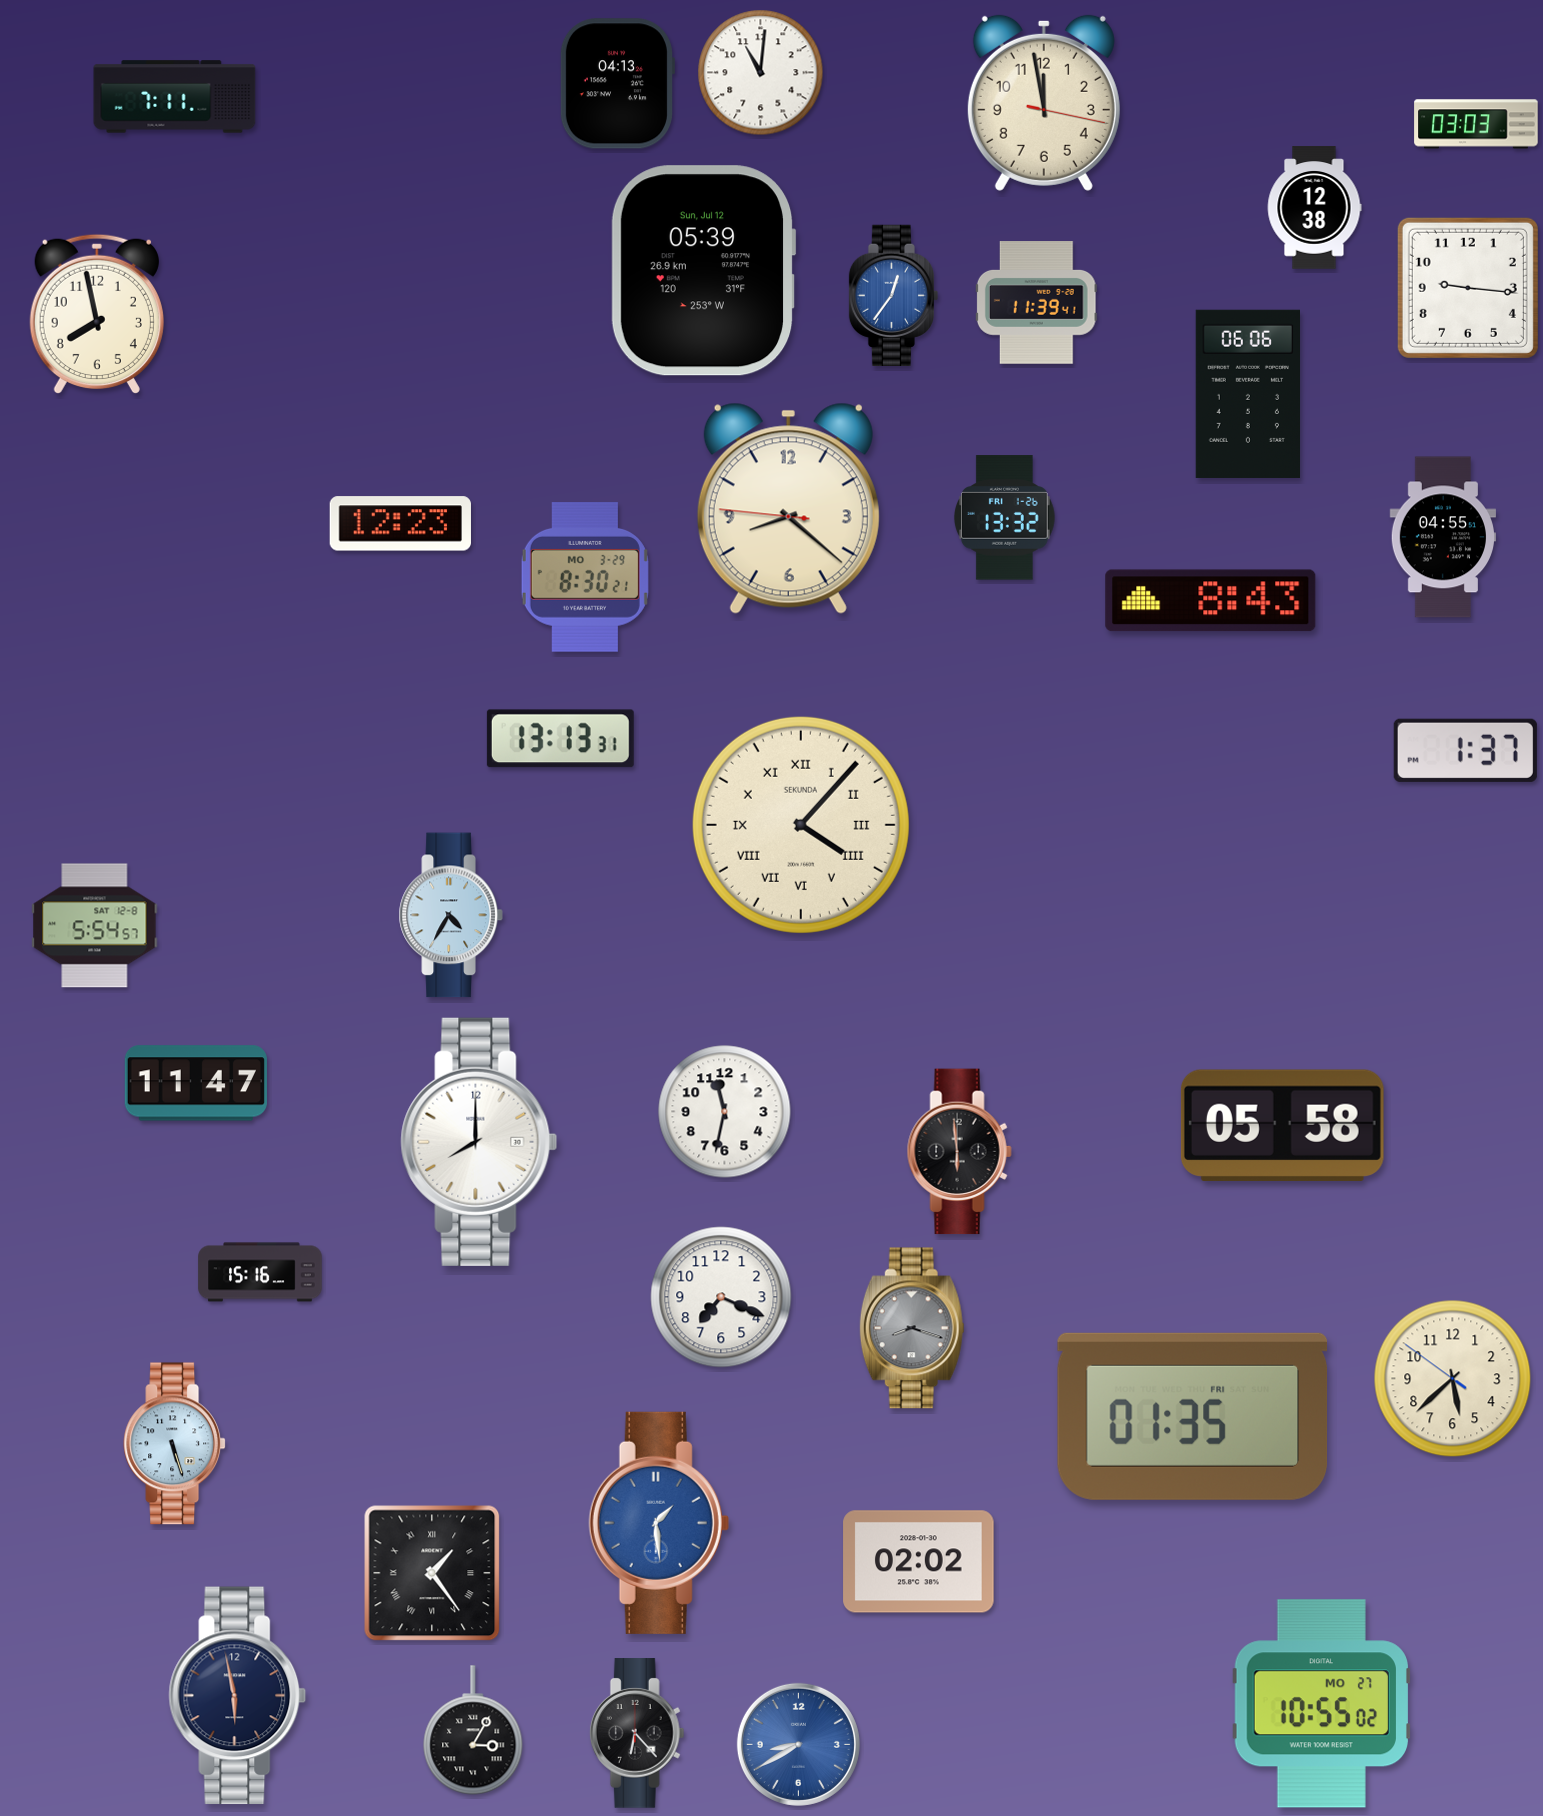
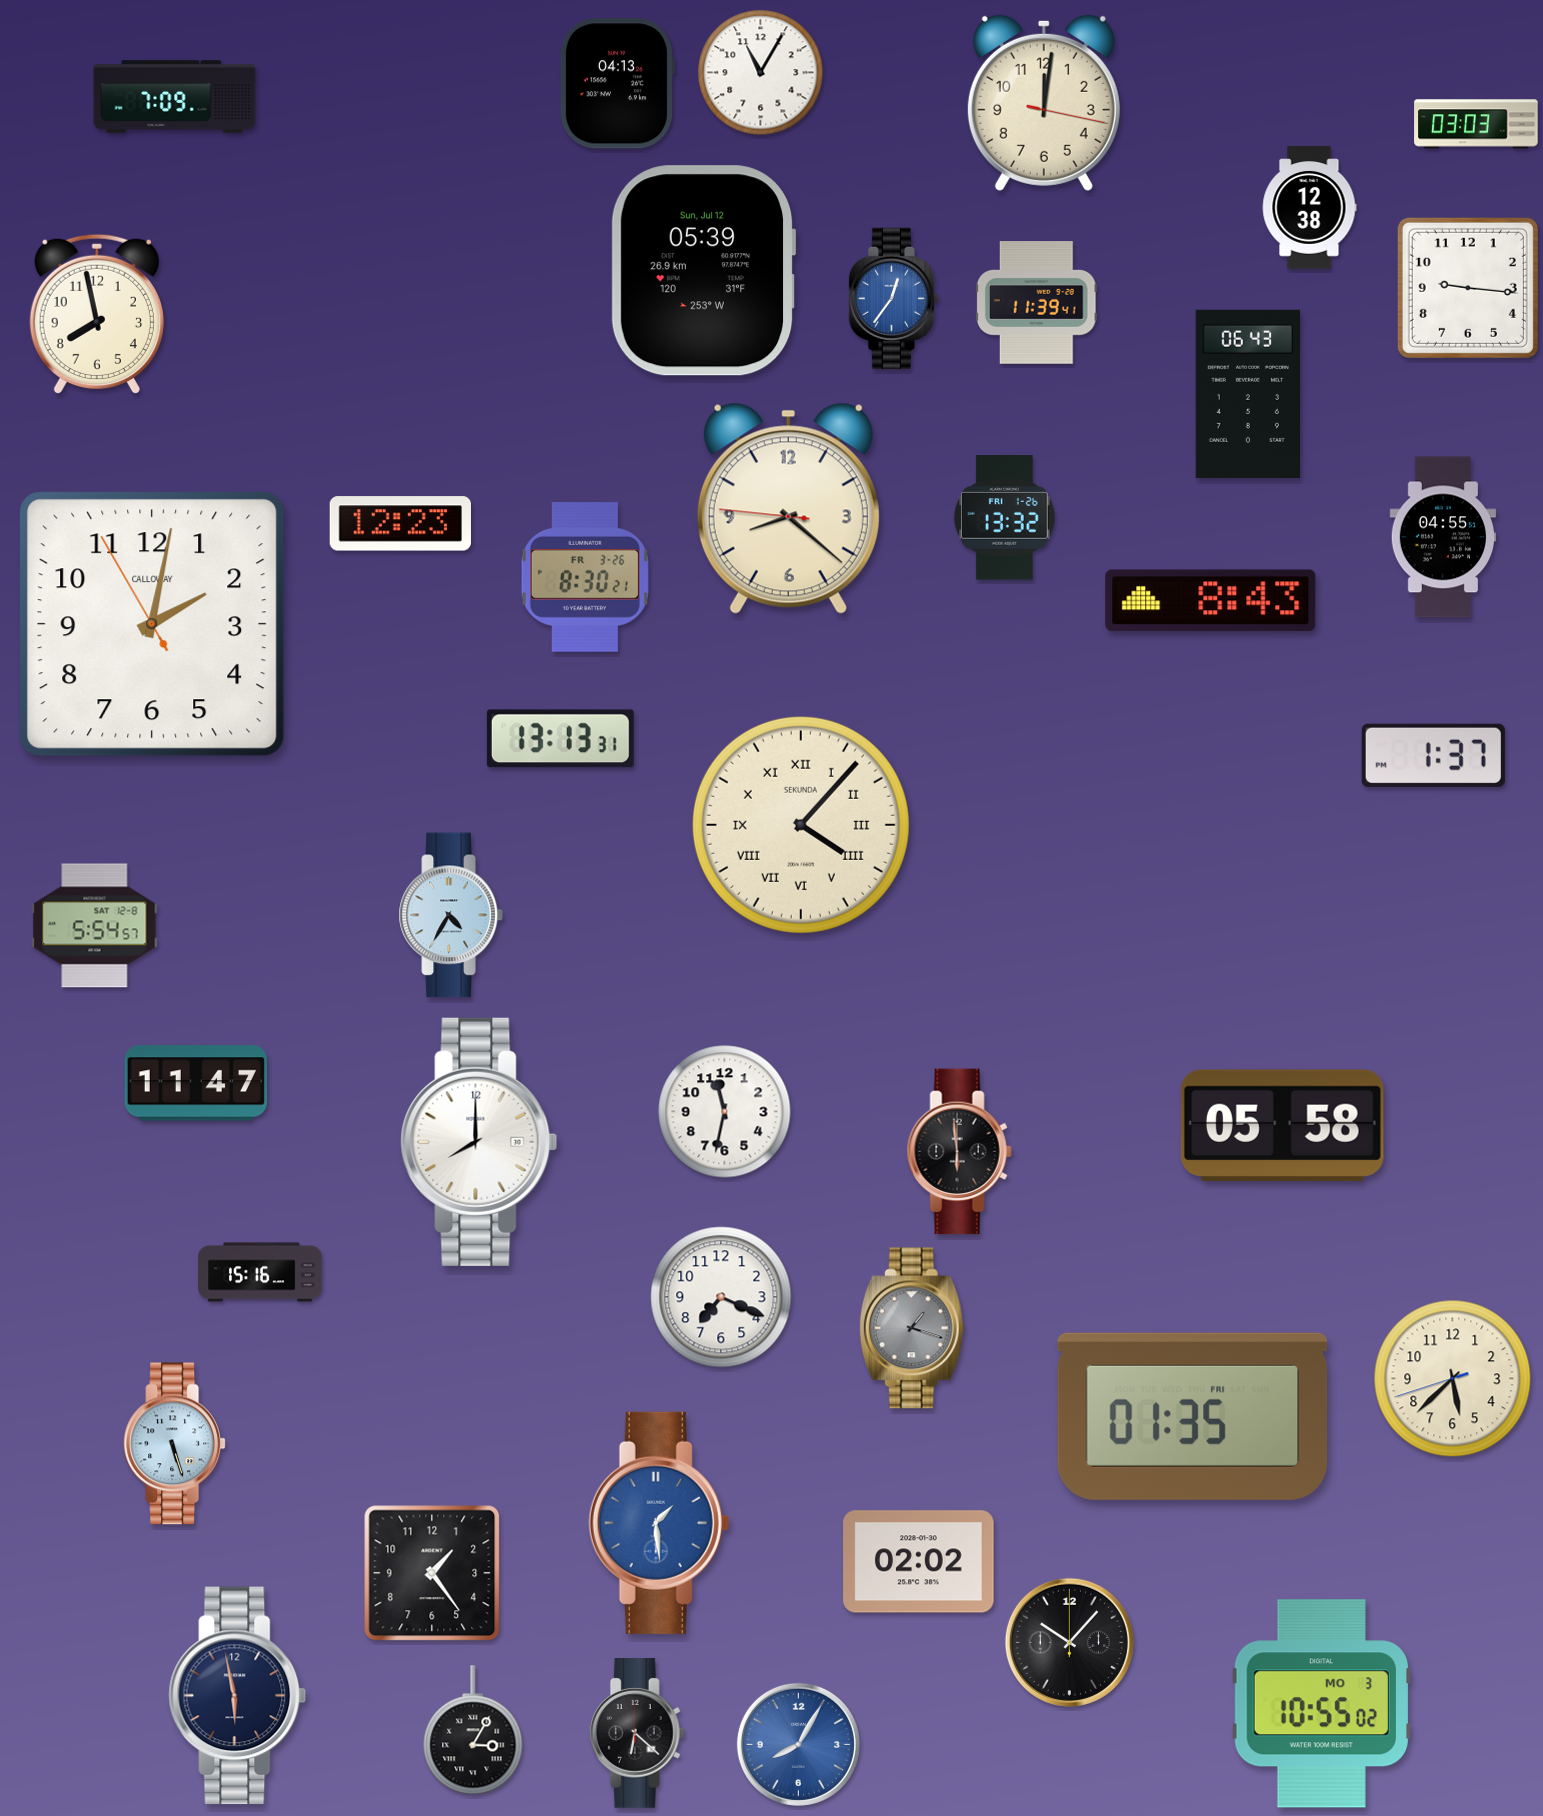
clock at (761, 73): 11:01 -> 11:05
clock at (175, 97): 7:11 -> 7:09
clock at (1044, 103): 11:58 -> 12:01
clock at (1314, 208) position: (1314, 208) -> (1309, 208)
clock at (894, 295) position: (894, 295) -> (894, 298)
clock at (1247, 394): 06:06 -> 06:43
clock at (585, 578) date: MO 3-29 -> FR 3-26
clock at (152, 624): none -> 2:01
clock at (1465, 750) position: (1465, 750) -> (1433, 755)
clock at (912, 1328): 8:18 -> 1:18
clock at (1453, 1379): 5:37:51 -> 5:37:42
clock at (432, 1573) numerals: Roman -> Arabic
clock at (1069, 1642): none -> 10:07
clock at (1321, 1704) date: MO 27 -> MO 3
clock at (637, 1733): 6:23 -> 6:22
clock at (798, 1744): 8:40 -> 8:05
